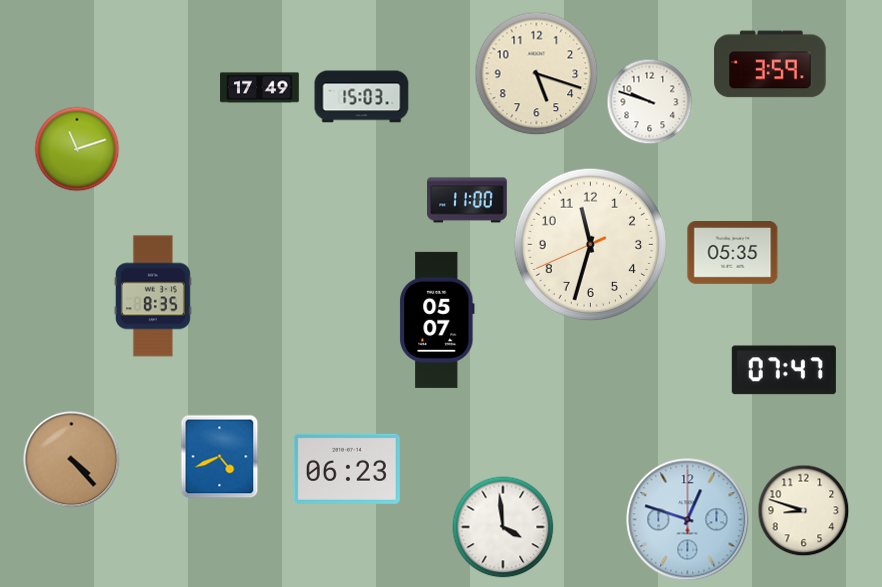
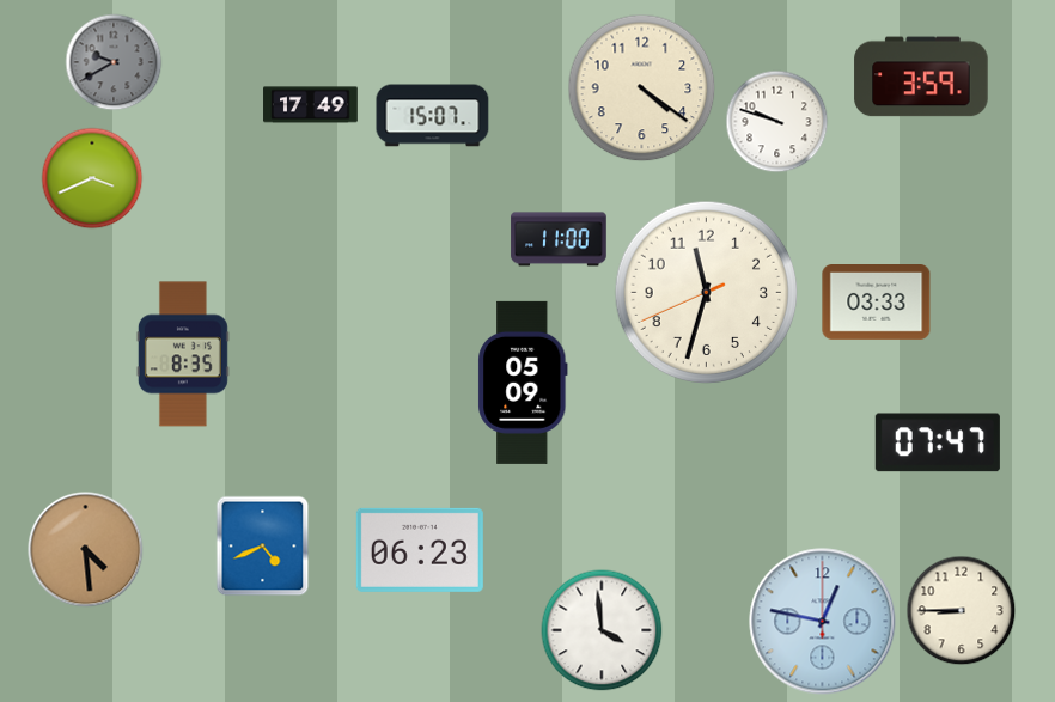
clock at (114, 62): none -> 9:40
clock at (537, 74): 5:18 -> 4:21
clock at (362, 97): 15:03 -> 15:07
clock at (77, 149): 11:12 -> 3:41
clock at (733, 253): 05:35 -> 03:33
clock at (437, 320): 05:07 -> 05:09
clock at (72, 460): 4:23 -> 4:29
clock at (347, 469) position: (347, 469) -> (420, 550)
clock at (804, 511): 8:48 -> 8:45
clock at (688, 520): 12:48 -> 12:47
